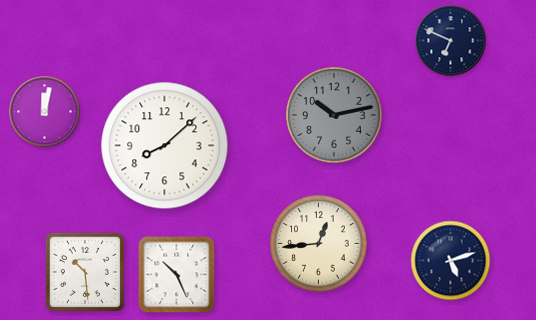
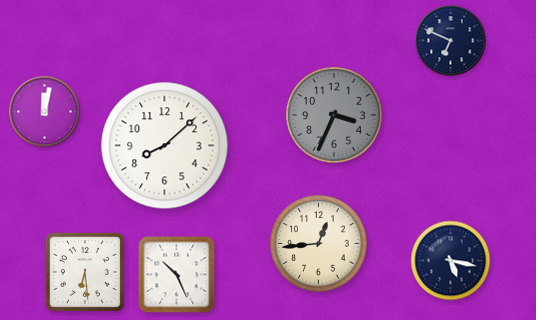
clock at (334, 115): 10:13 -> 3:34
clock at (451, 261): 5:12 -> 5:17
clock at (85, 272): 10:29 -> 6:29
